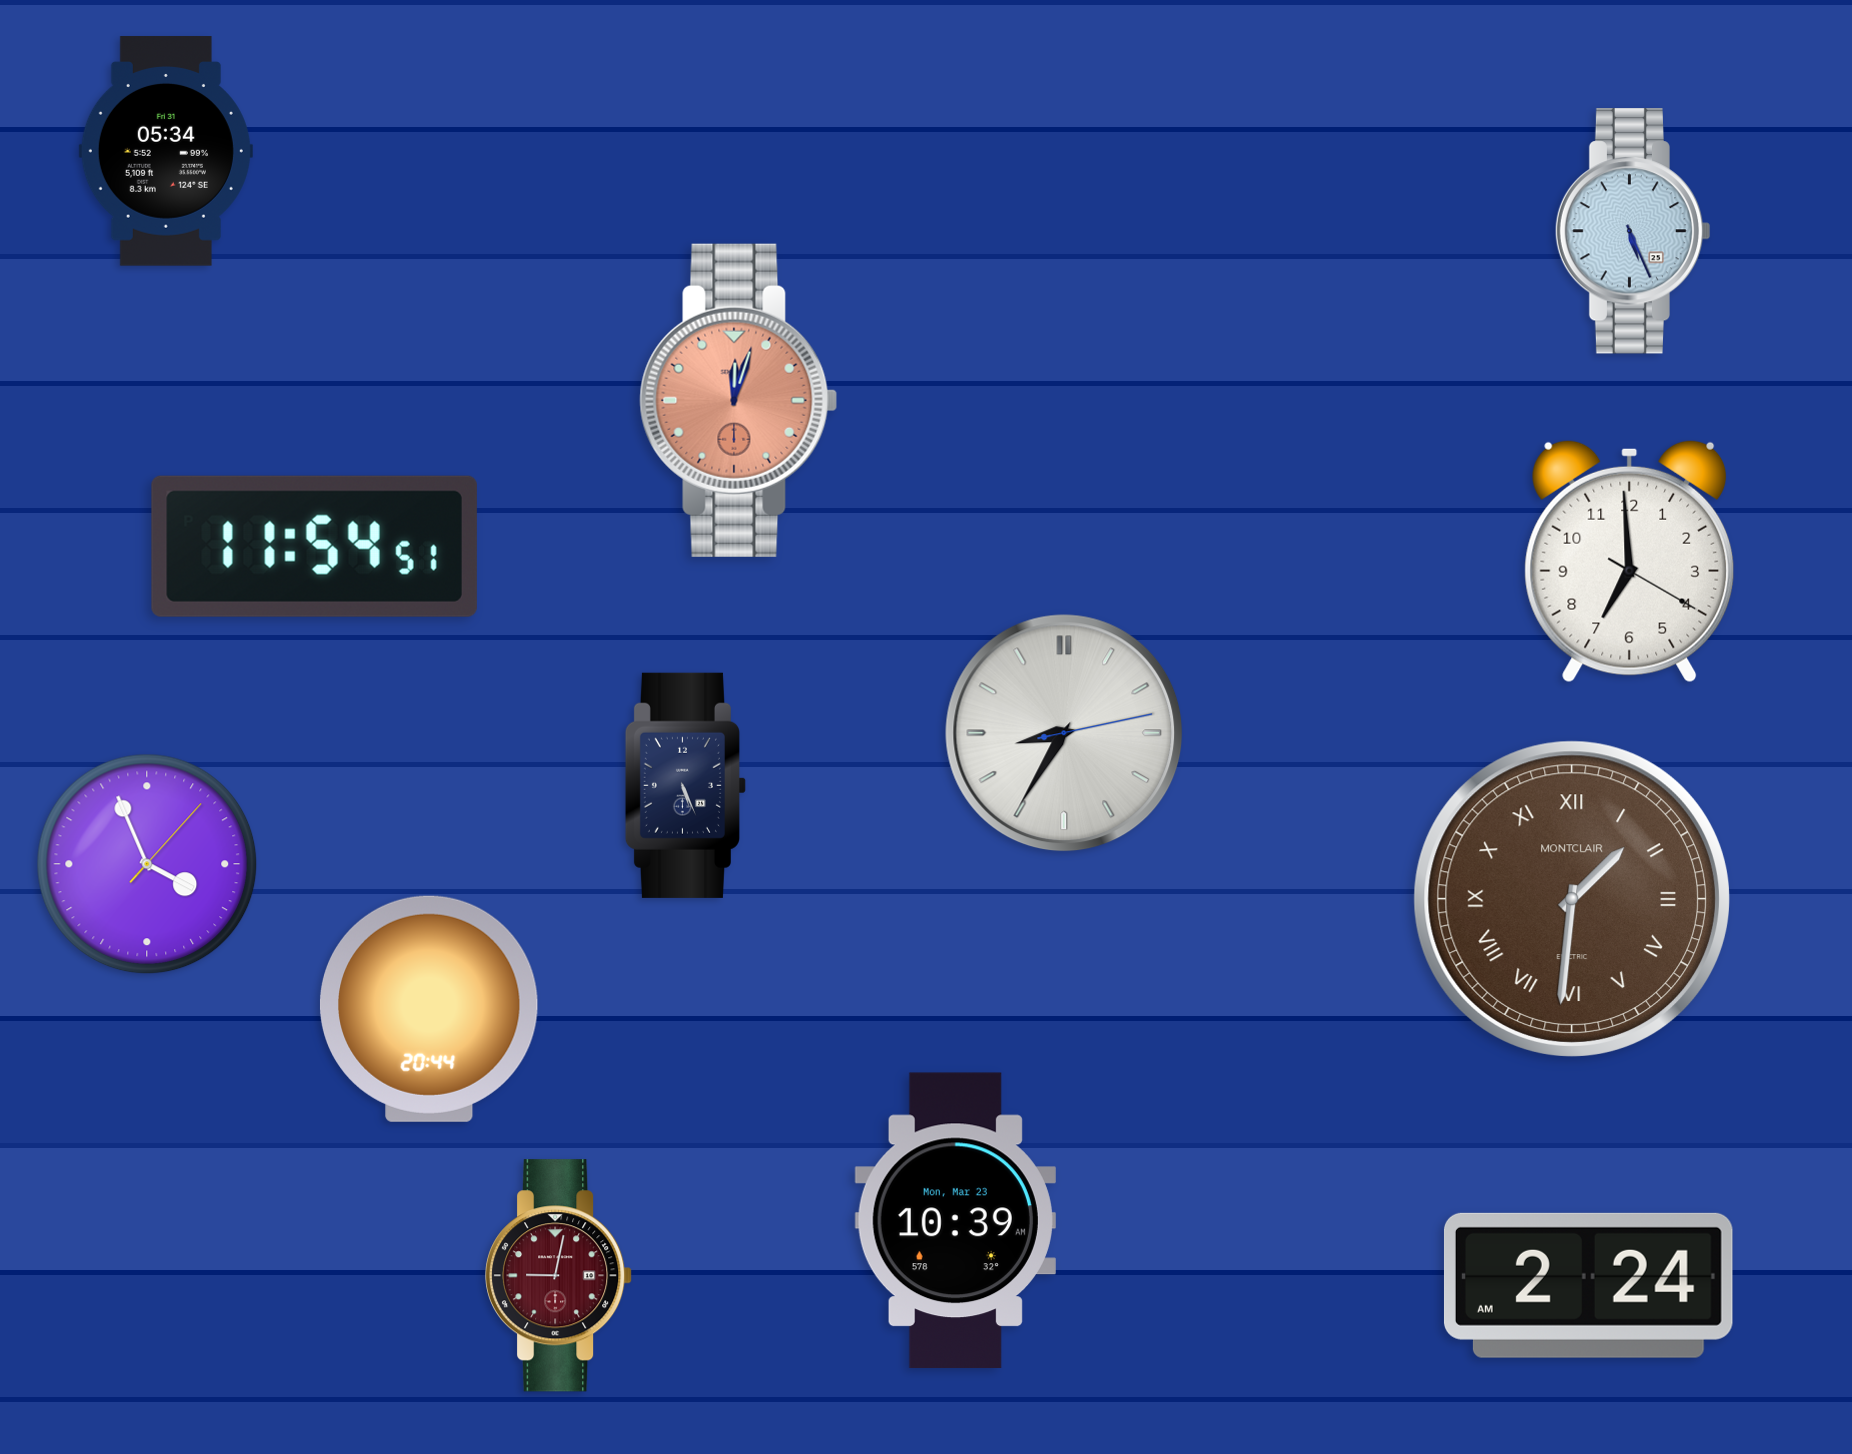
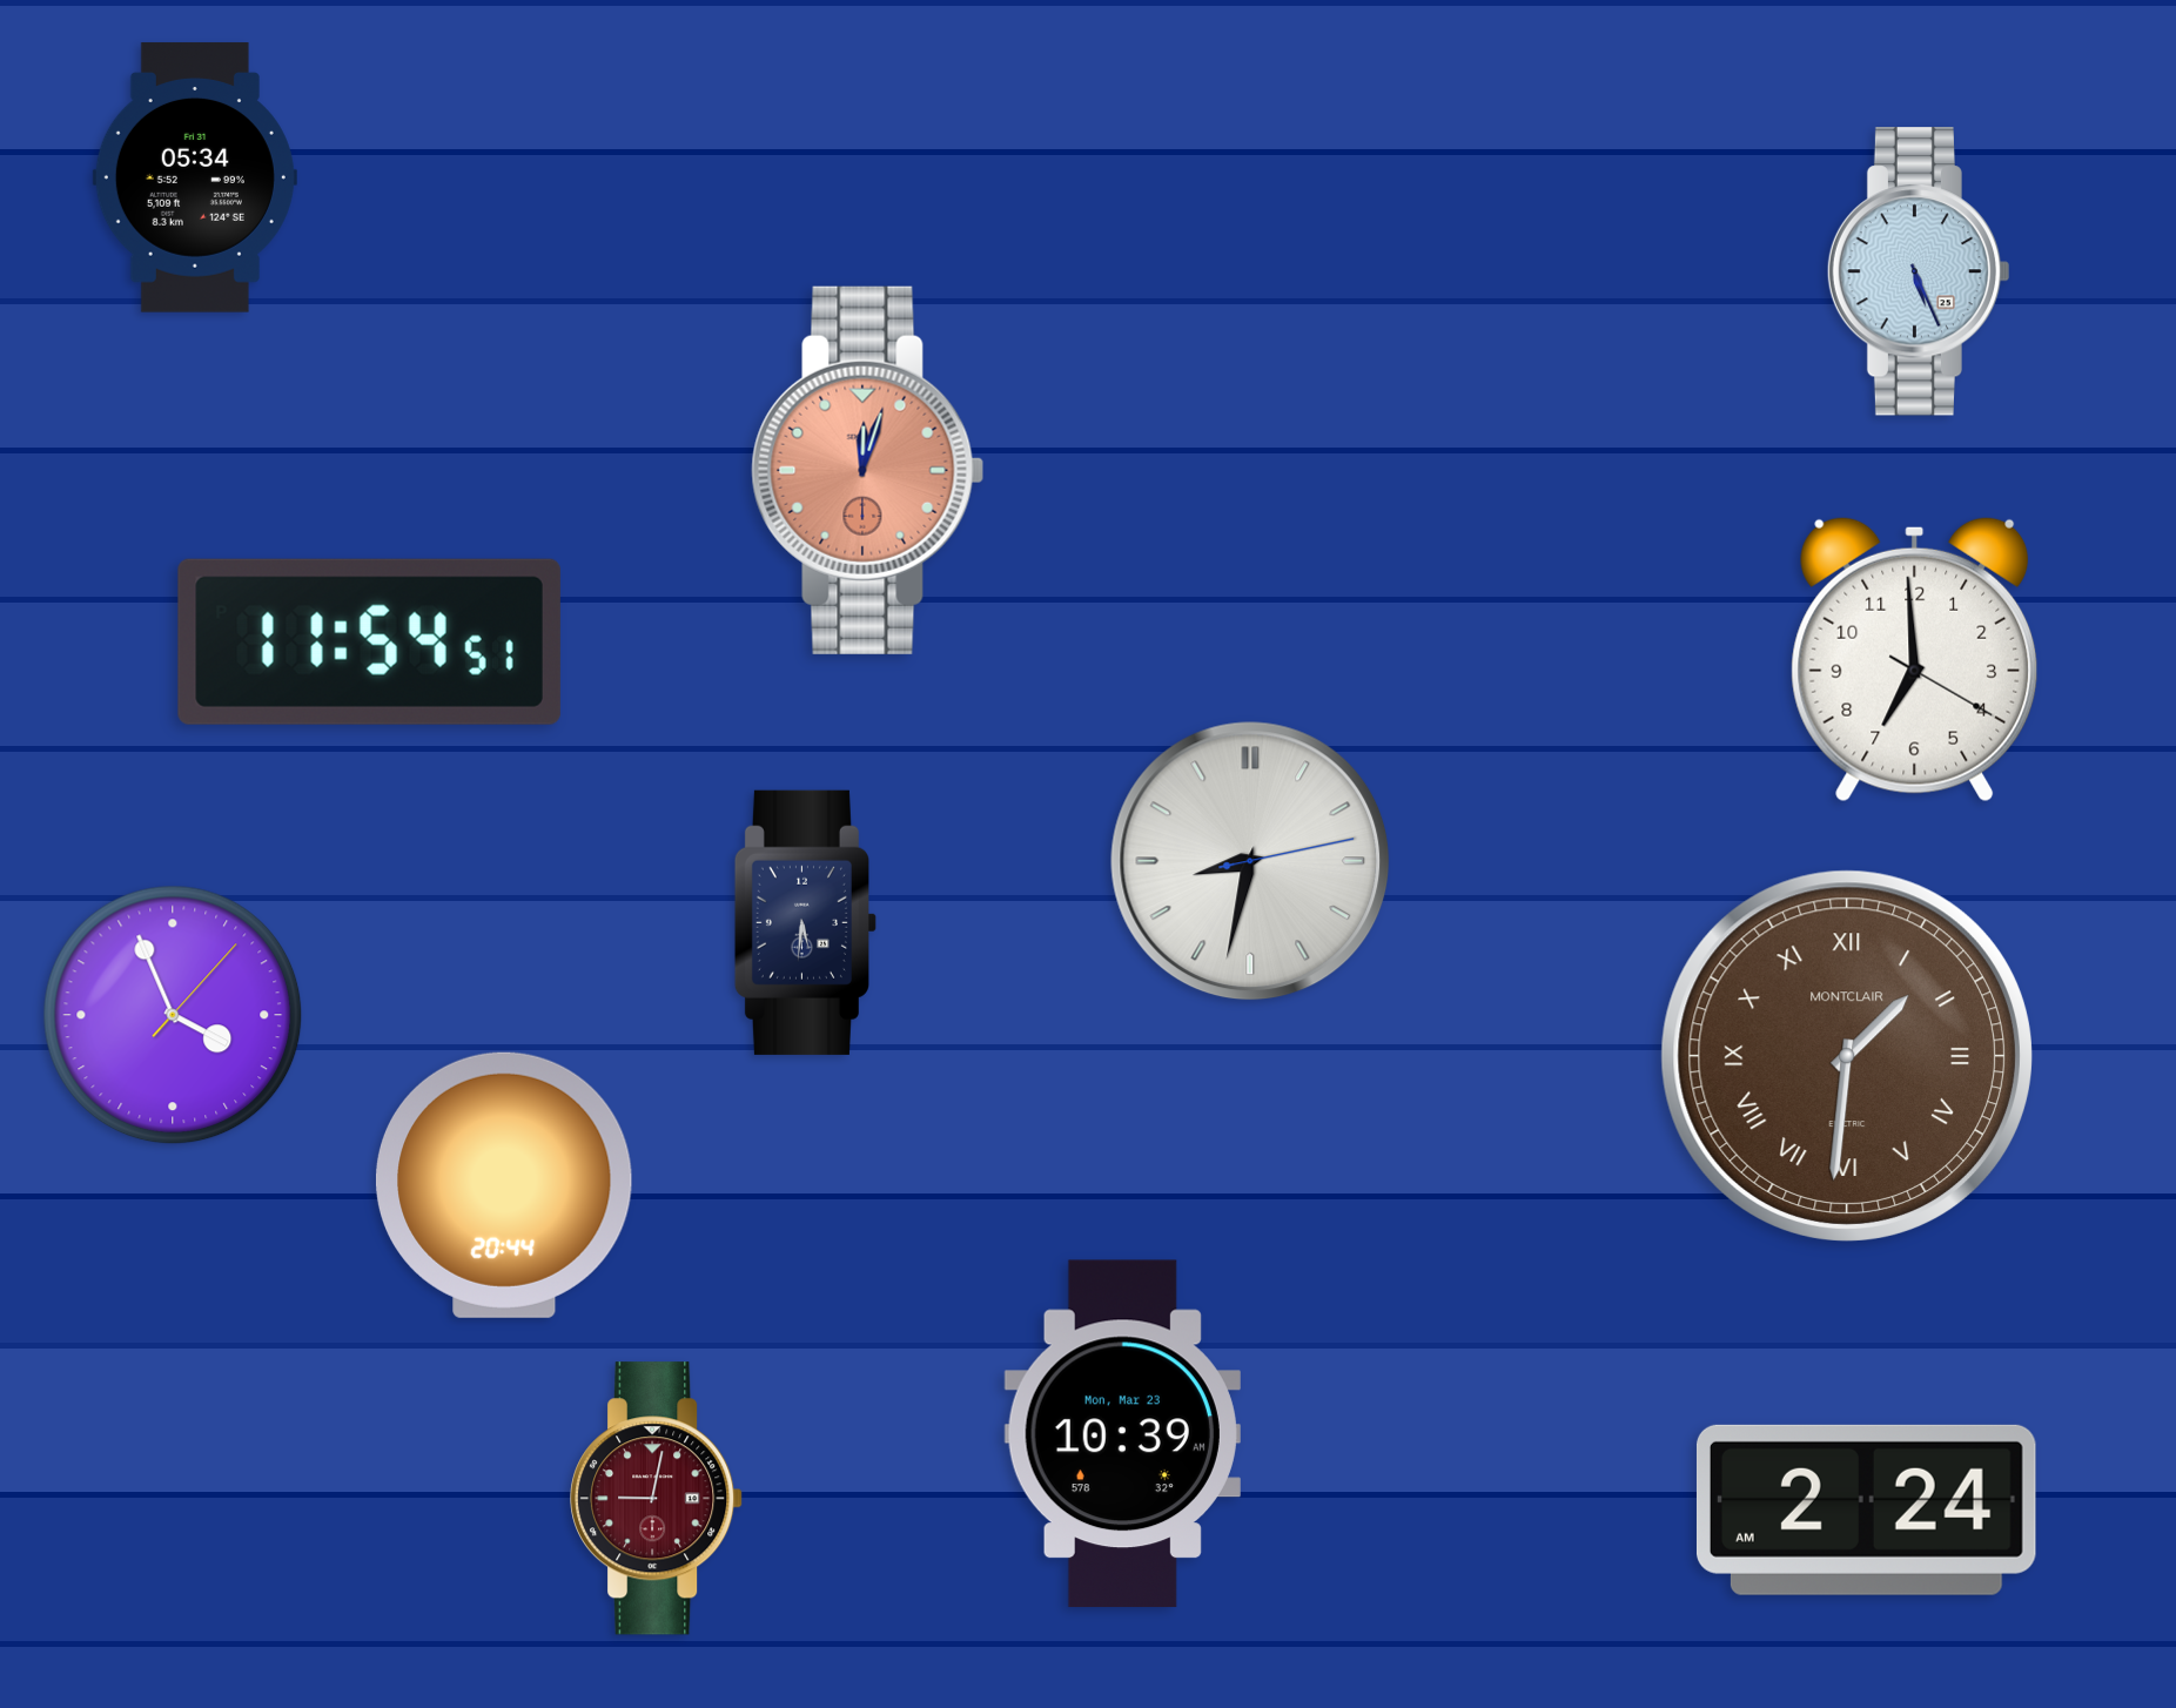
clock at (1064, 733): 8:35 -> 8:32
clock at (685, 785): 5:26 -> 5:31
